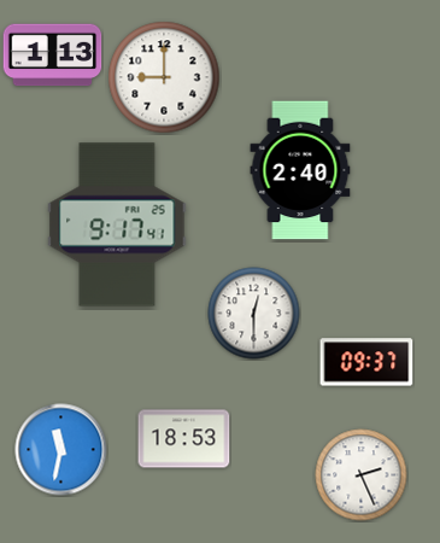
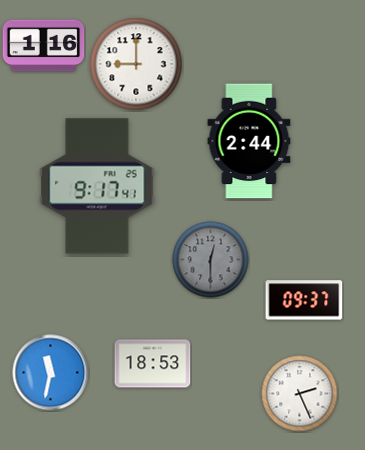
clock at (53, 56): 1:13 -> 1:16
clock at (300, 170): 2:40 -> 2:44
clock at (254, 314) dial: white -> grey
